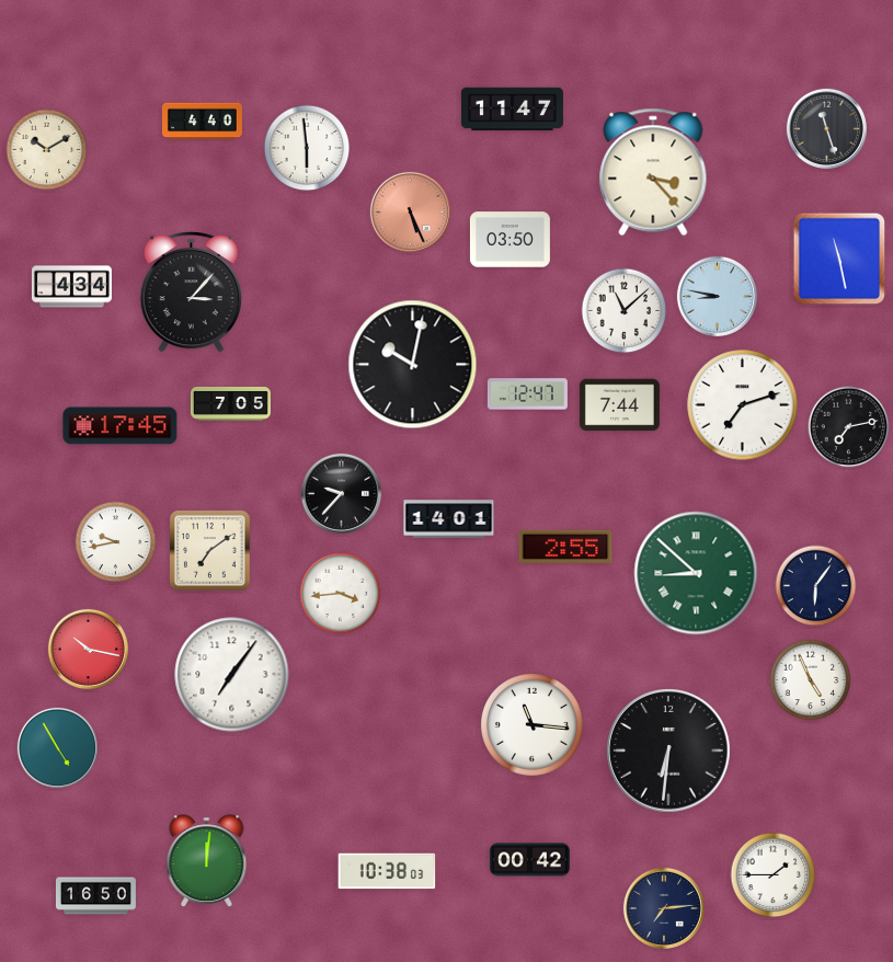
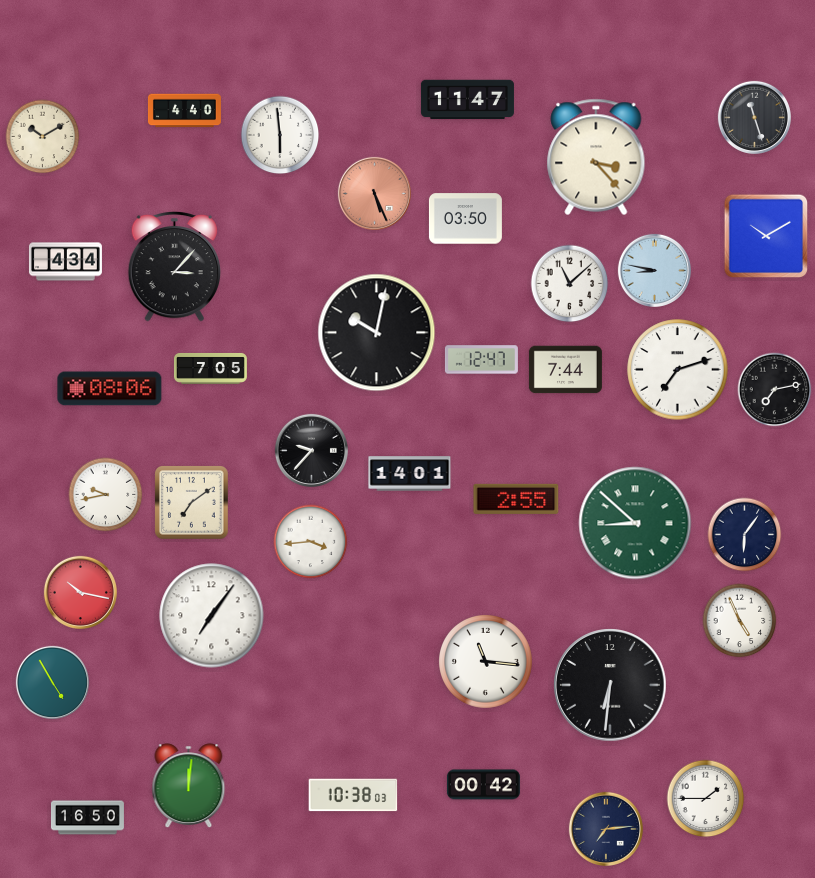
clock at (839, 259): 11:28 -> 10:10
clock at (121, 426): 17:45 -> 08:06
